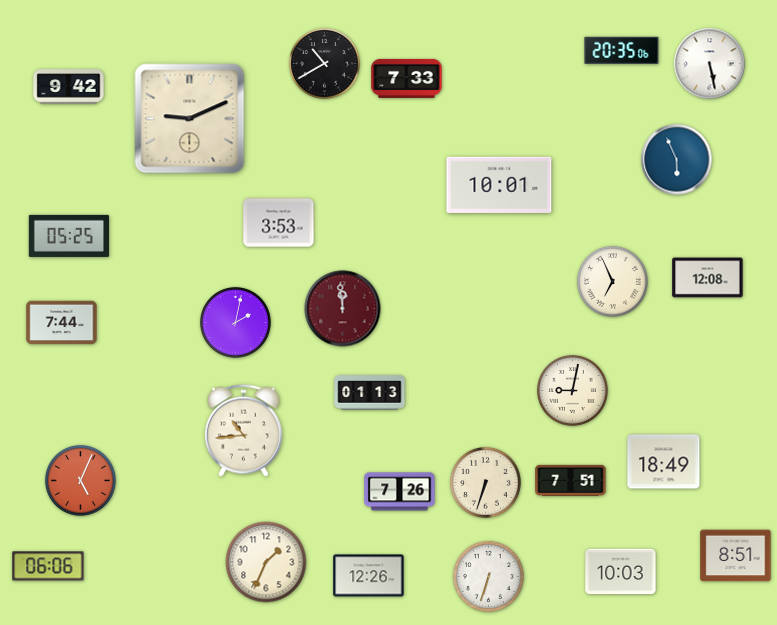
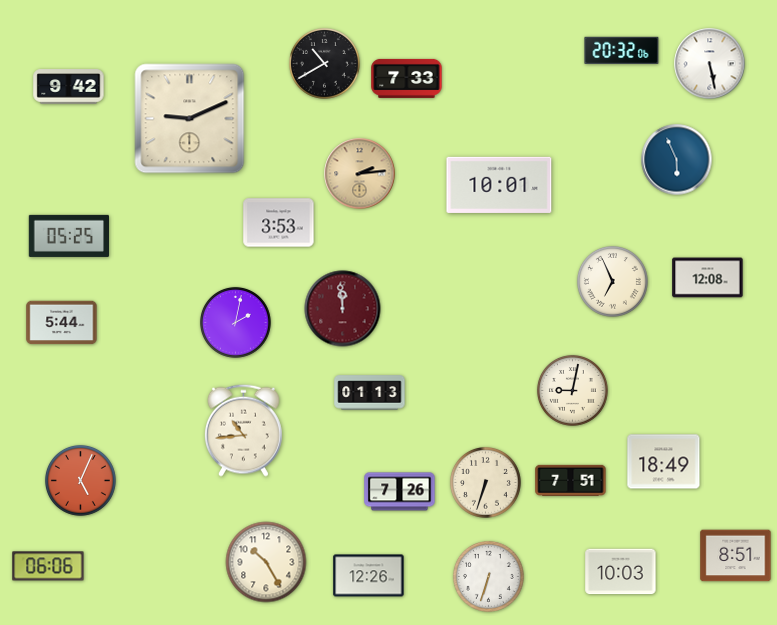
clock at (622, 50): 20:35 -> 20:32
clock at (360, 174): none -> 2:14
clock at (62, 323): 7:44 -> 5:44
clock at (266, 562): 1:34 -> 10:25
